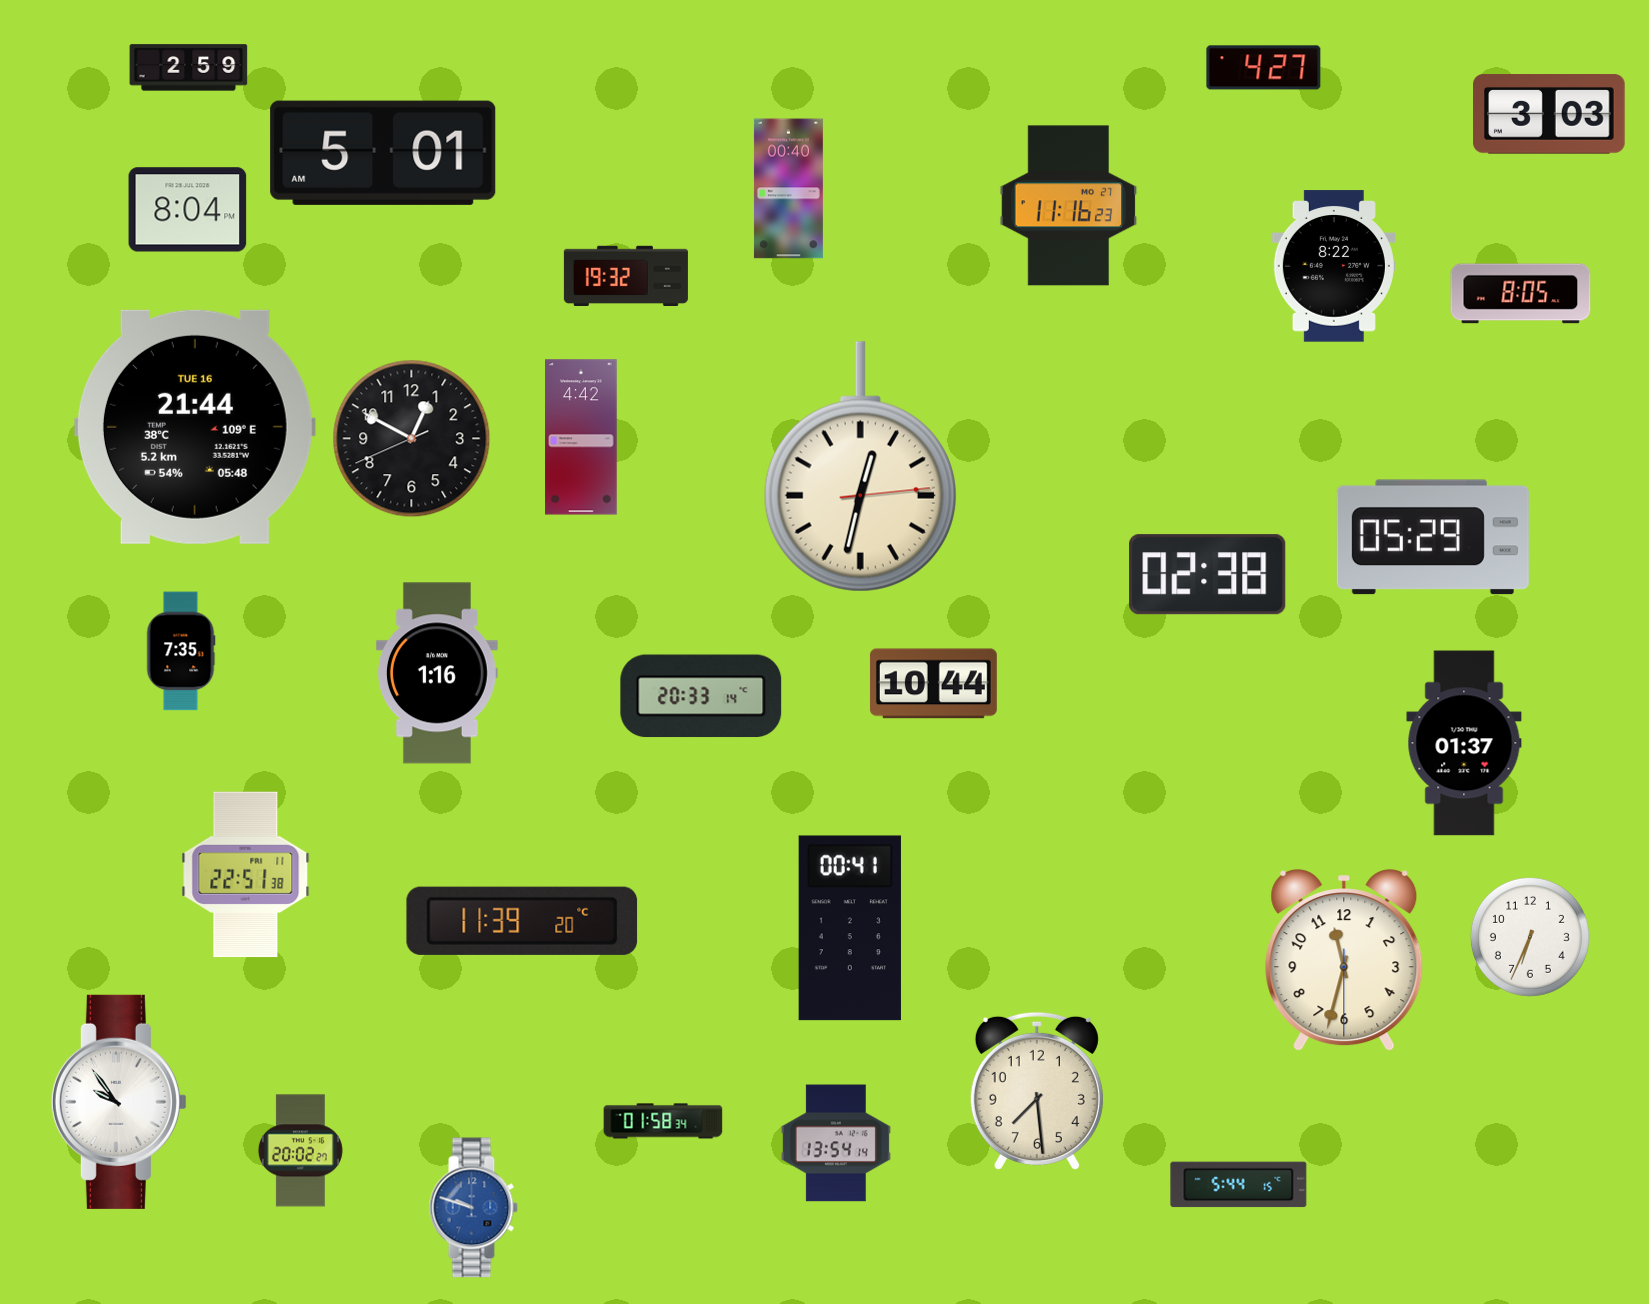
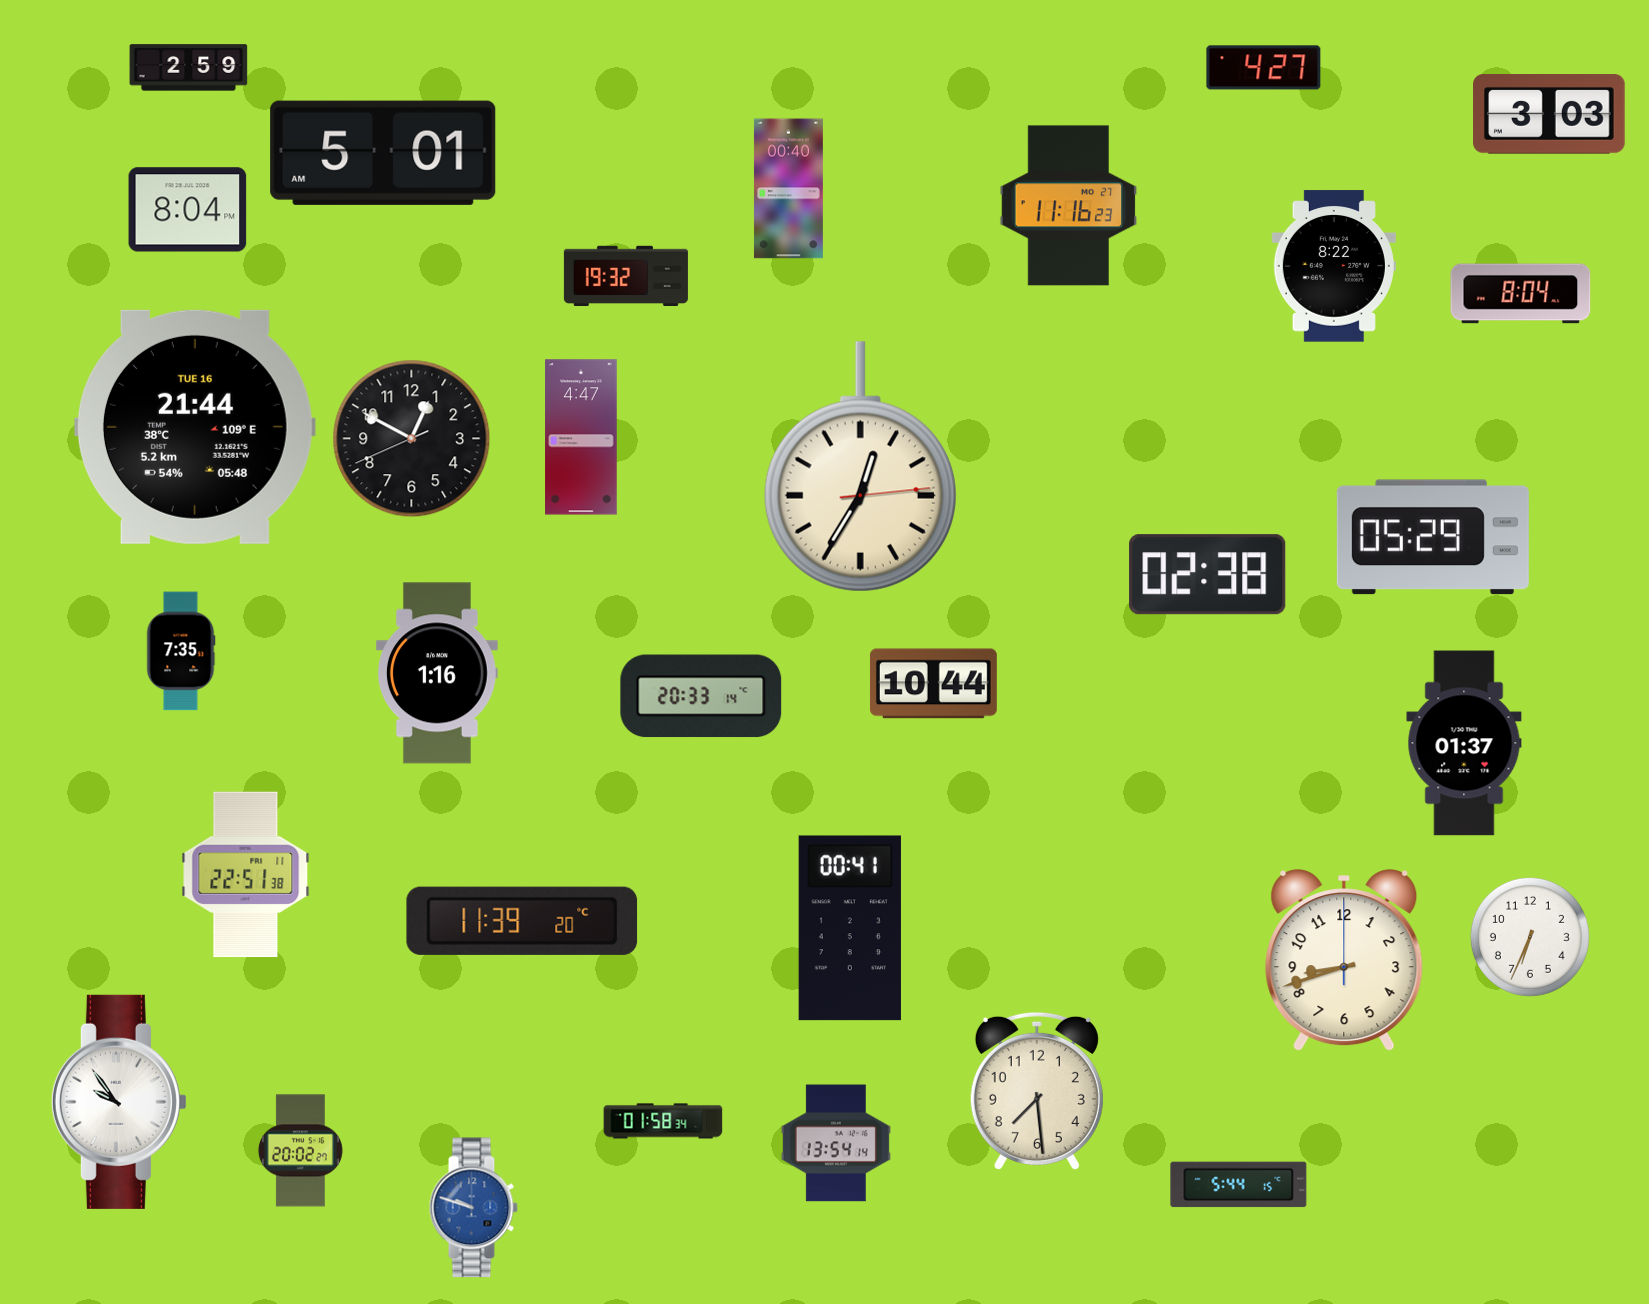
clock at (1521, 294): 8:05 -> 8:04
clock at (581, 437): 4:42 -> 4:47
clock at (860, 467): 12:32 -> 12:35
clock at (1344, 961): 11:32 -> 8:42
